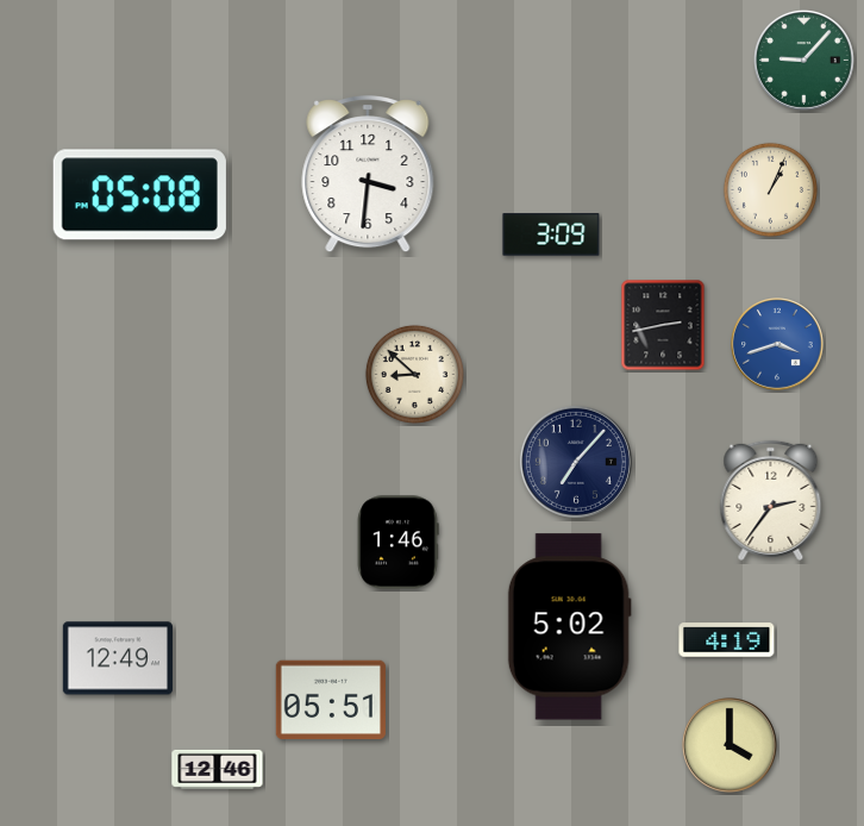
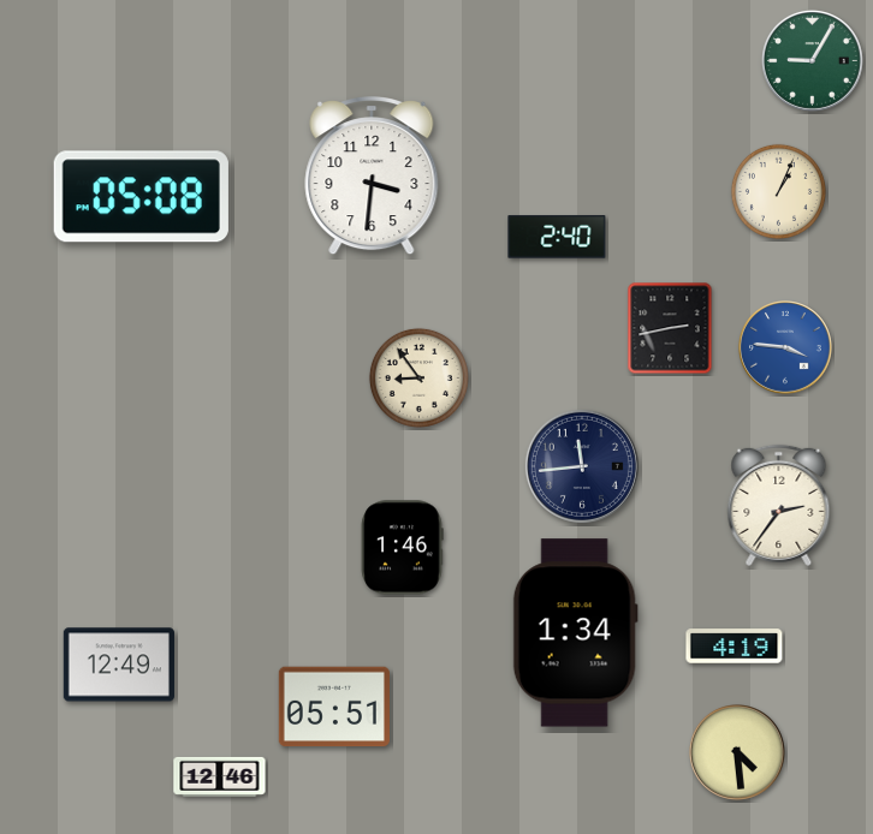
clock at (803, 60): 9:07 -> 9:05
clock at (551, 234): 3:09 -> 2:40
clock at (778, 345): 3:42 -> 3:46
clock at (414, 374): 8:52 -> 8:54
clock at (576, 462): 7:07 -> 11:44
clock at (569, 627): 5:02 -> 1:34
clock at (731, 746): 4:00 -> 4:29
